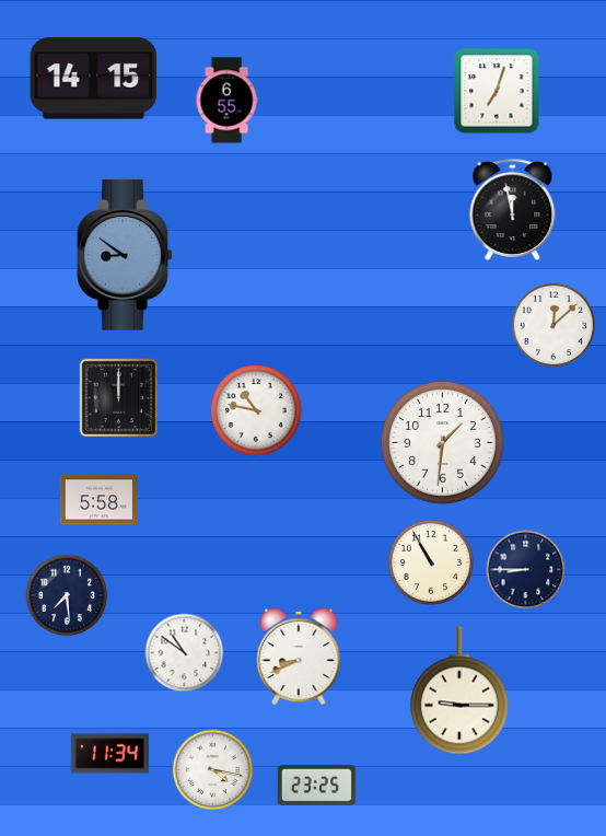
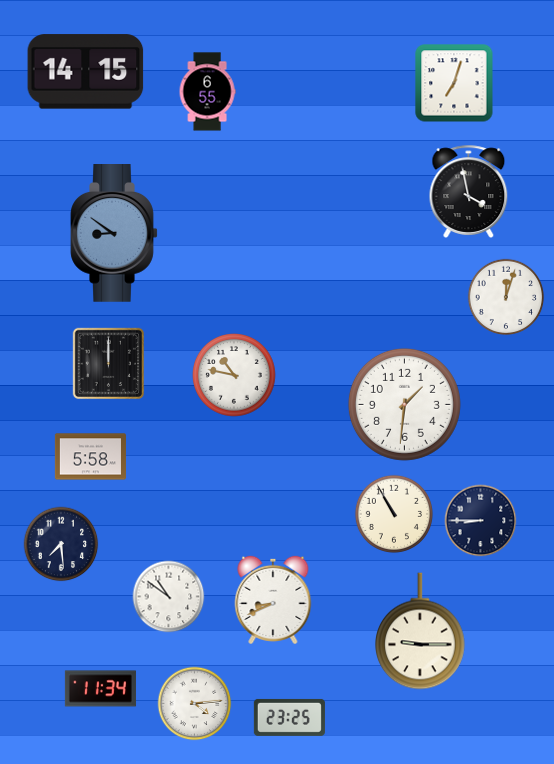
clock at (513, 209): 11:58 -> 3:58
clock at (553, 325): 12:08 -> 12:03
clock at (213, 770): 4:17 -> 4:14
